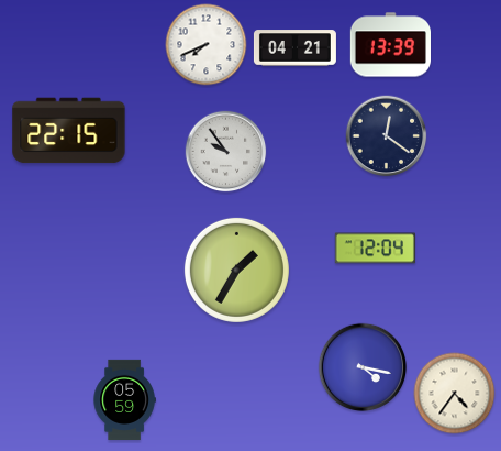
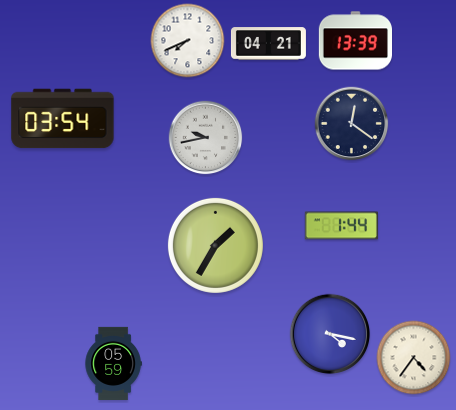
clock at (69, 131): 22:15 -> 03:54
clock at (226, 152): 9:54 -> 9:43
clock at (375, 249): 12:04 -> 1:44
